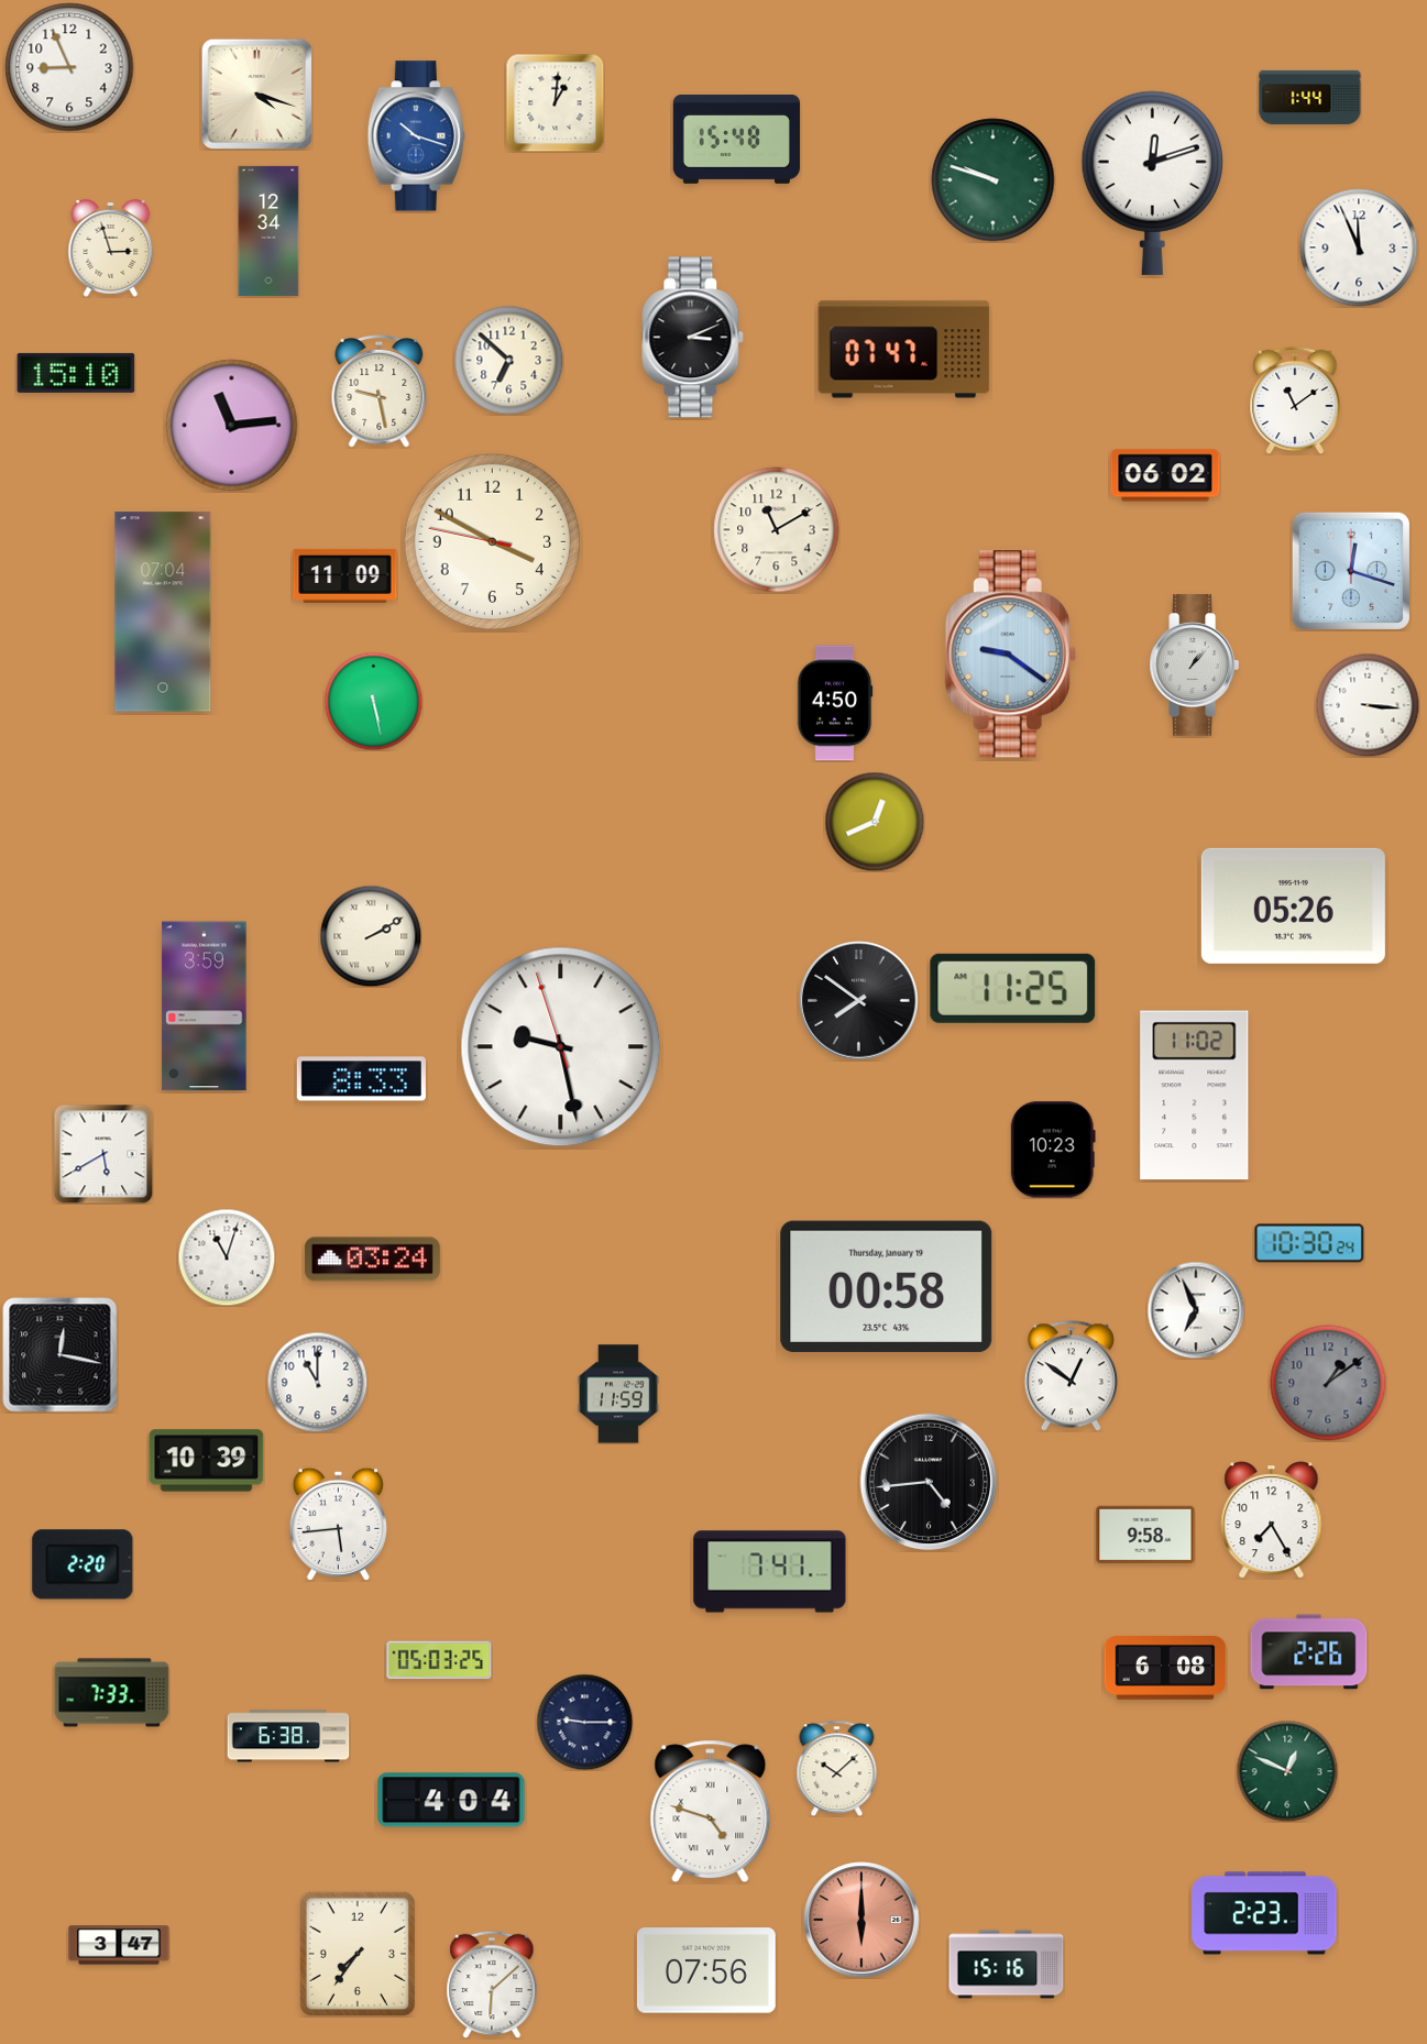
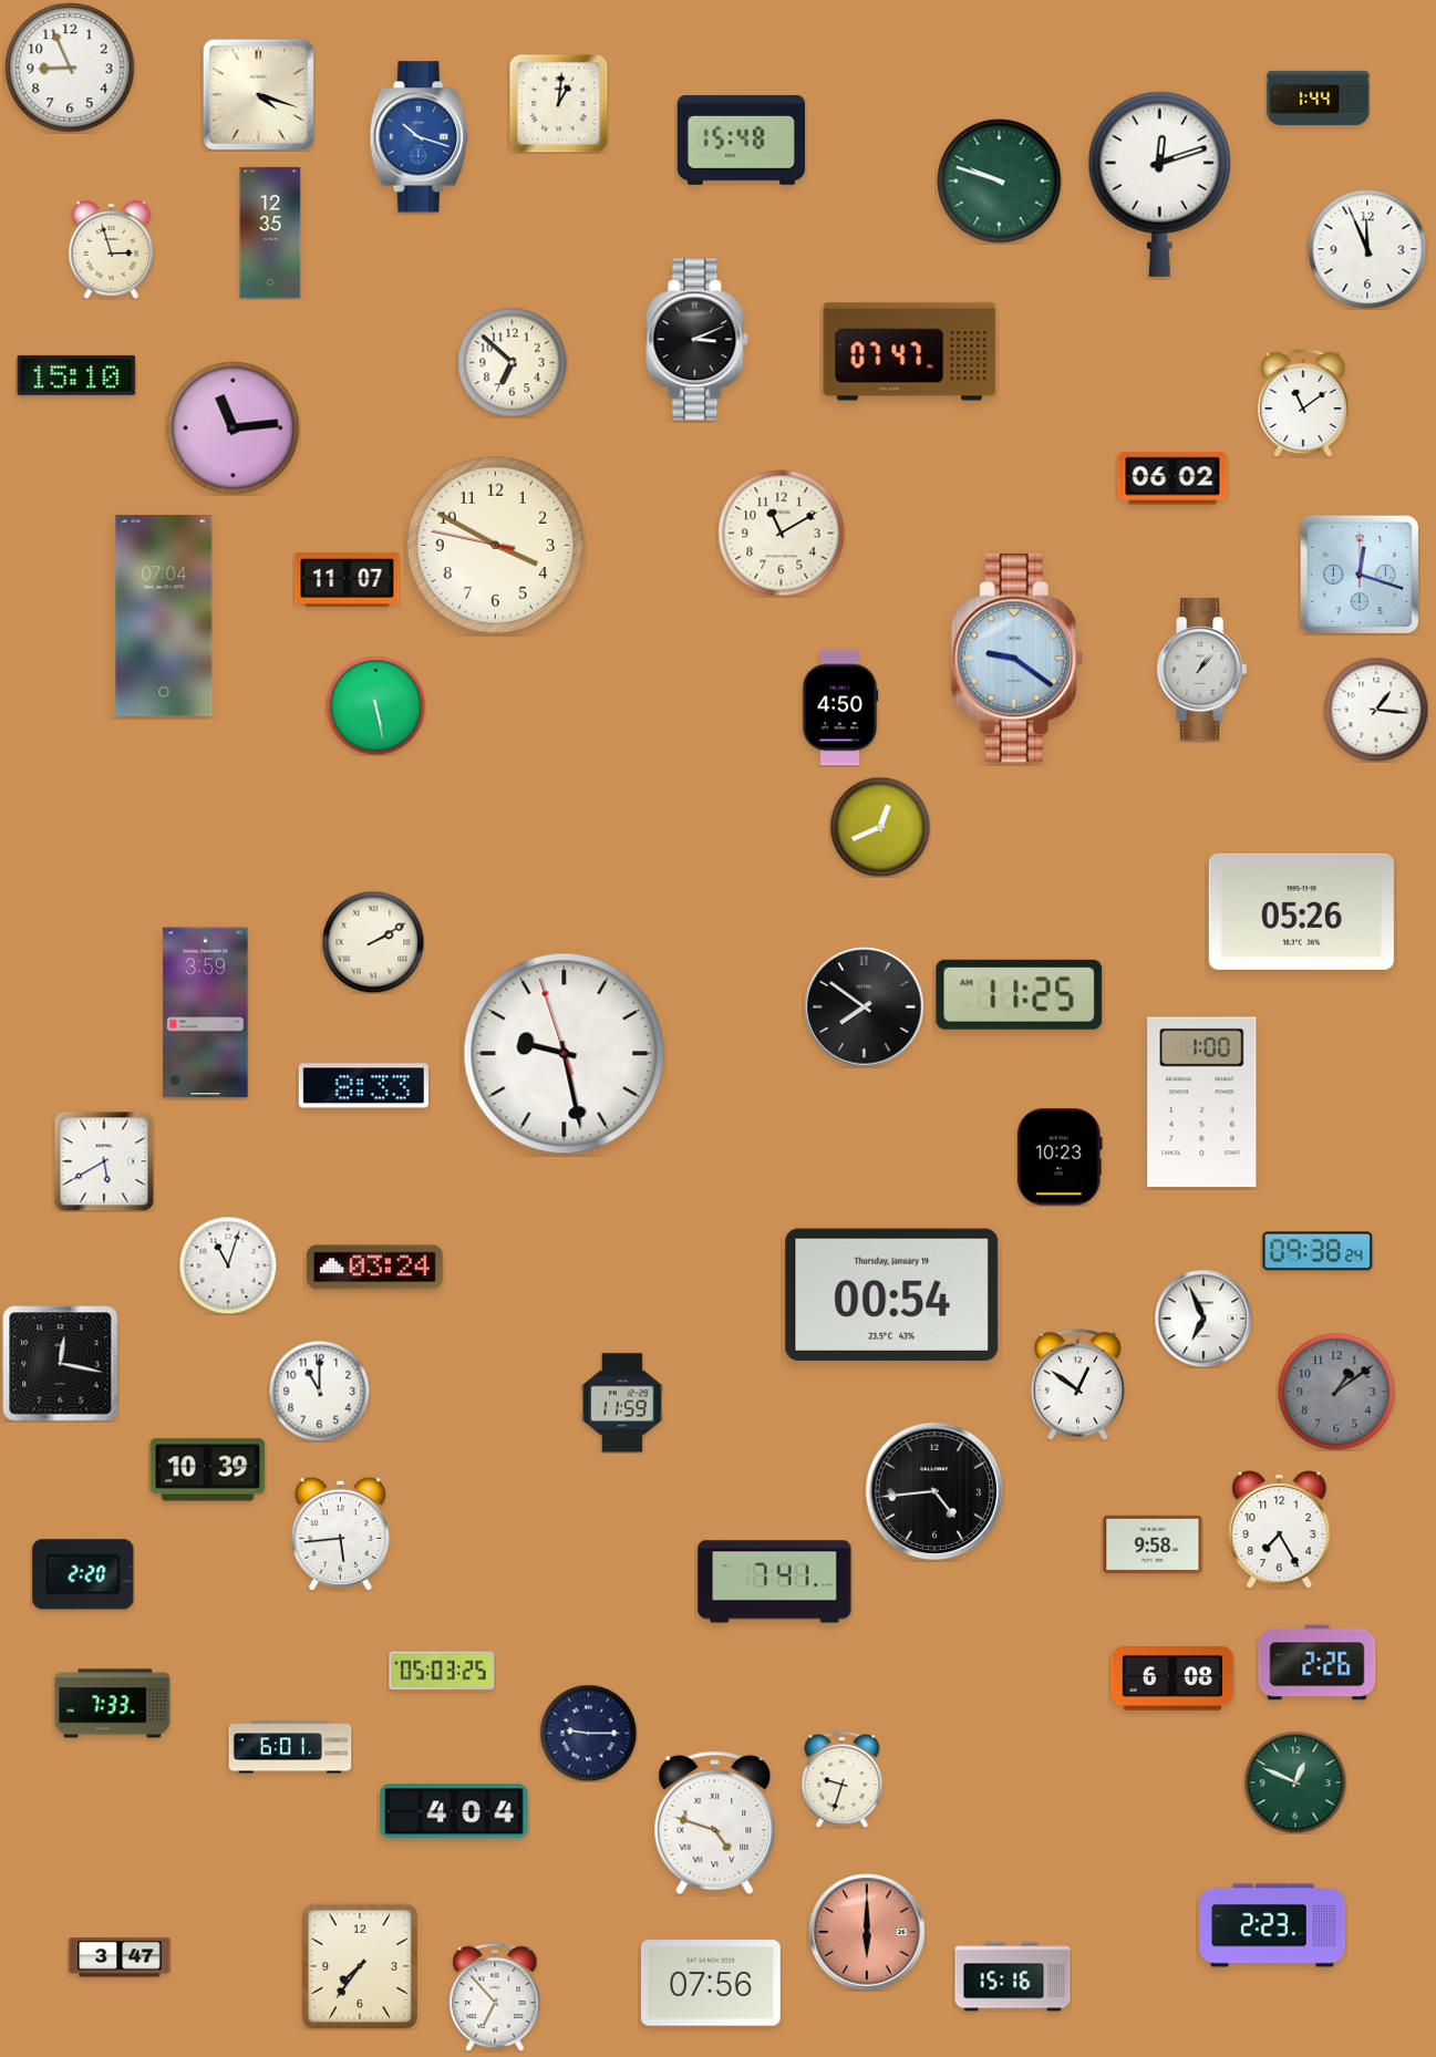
clock at (268, 231): 12:34 -> 12:35
clock at (380, 392): 9:28 -> none
clock at (345, 575): 11:09 -> 11:07
clock at (1368, 705): 3:16 -> 1:16
clock at (1195, 1096): 11:02 -> 1:00
clock at (1309, 1243): 10:30 -> 09:38
clock at (887, 1286): 00:58 -> 00:54
clock at (288, 1736): 6:38 -> 6:01
clock at (837, 1768): 10:08 -> 9:33
clock at (492, 1985): 6:08 -> 6:53
